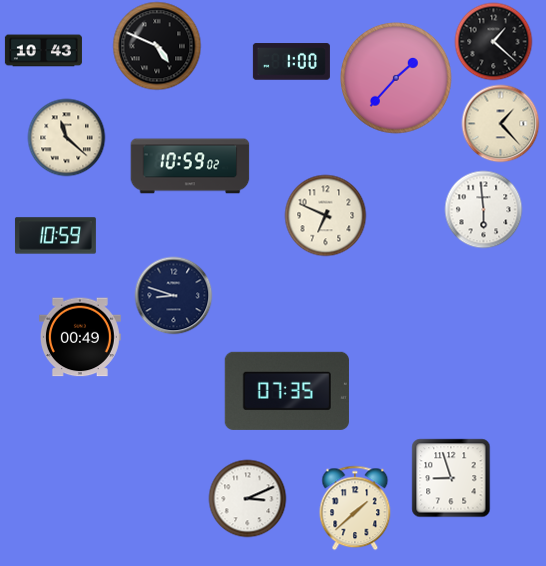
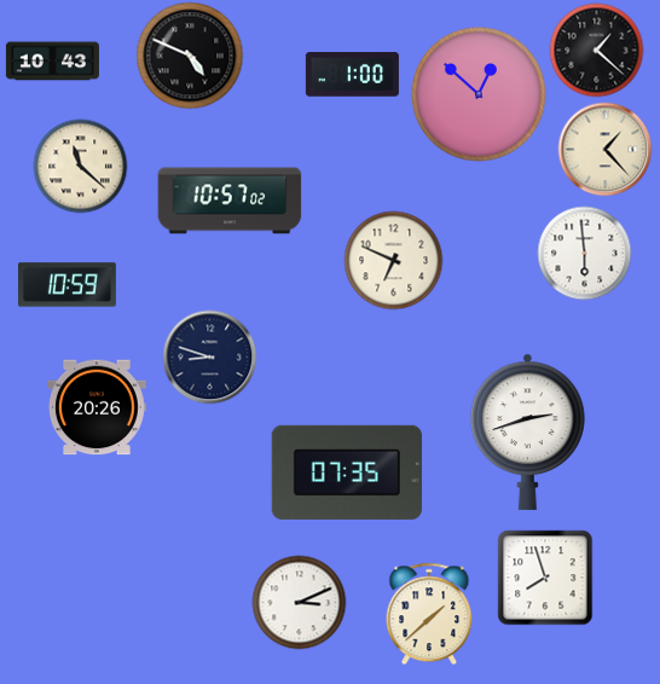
clock at (396, 78): 1:37 -> 12:52
clock at (190, 166): 10:59 -> 10:57
clock at (80, 337): 00:49 -> 20:26
clock at (528, 431): none -> 2:42
clock at (451, 478): 8:57 -> 7:57
